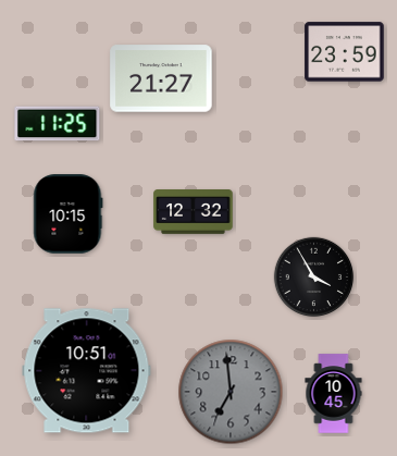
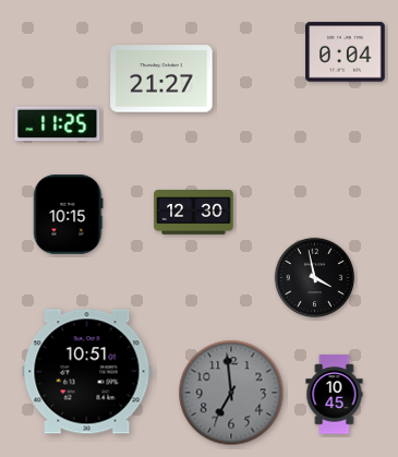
clock at (345, 52): 23:59 -> 0:04
clock at (194, 212): 12:32 -> 12:30
clock at (314, 278): 3:55 -> 3:58
